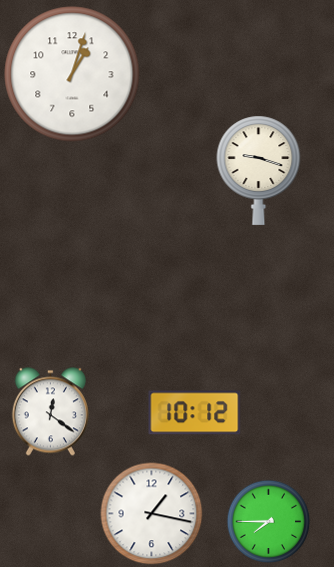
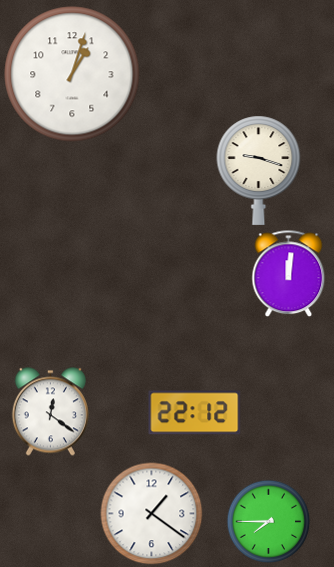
clock at (289, 273): none -> 12:01
clock at (195, 413): 10:12 -> 22:12
clock at (152, 514): 1:17 -> 1:21
